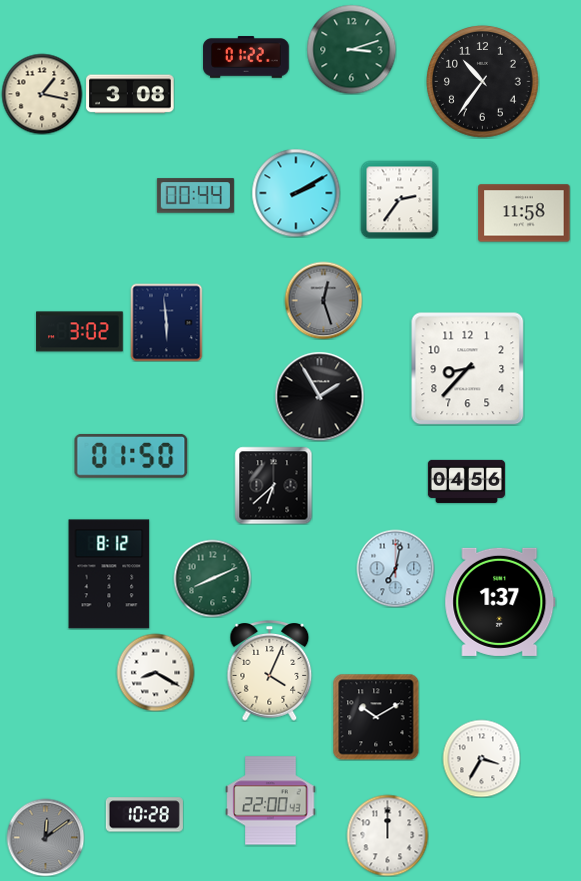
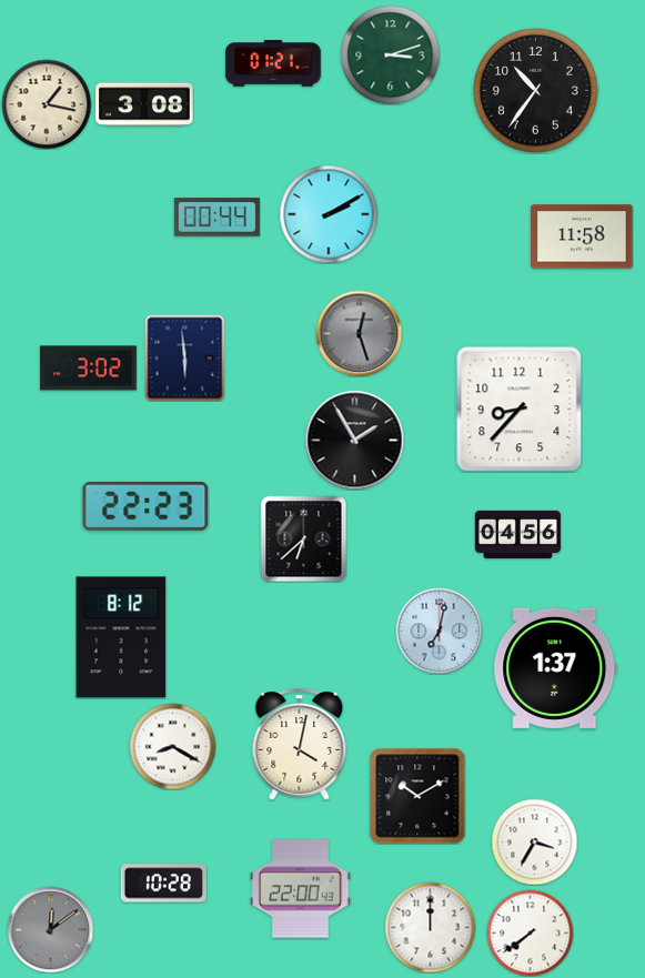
clock at (246, 57): 01:22 -> 01:21
clock at (399, 199): 2:36 -> none
clock at (131, 456): 01:50 -> 22:23
clock at (212, 578): 8:11 -> none
clock at (270, 671): 4:04 -> 4:02
clock at (144, 815) position: (144, 815) -> (163, 884)
clock at (530, 932): none -> 7:39
